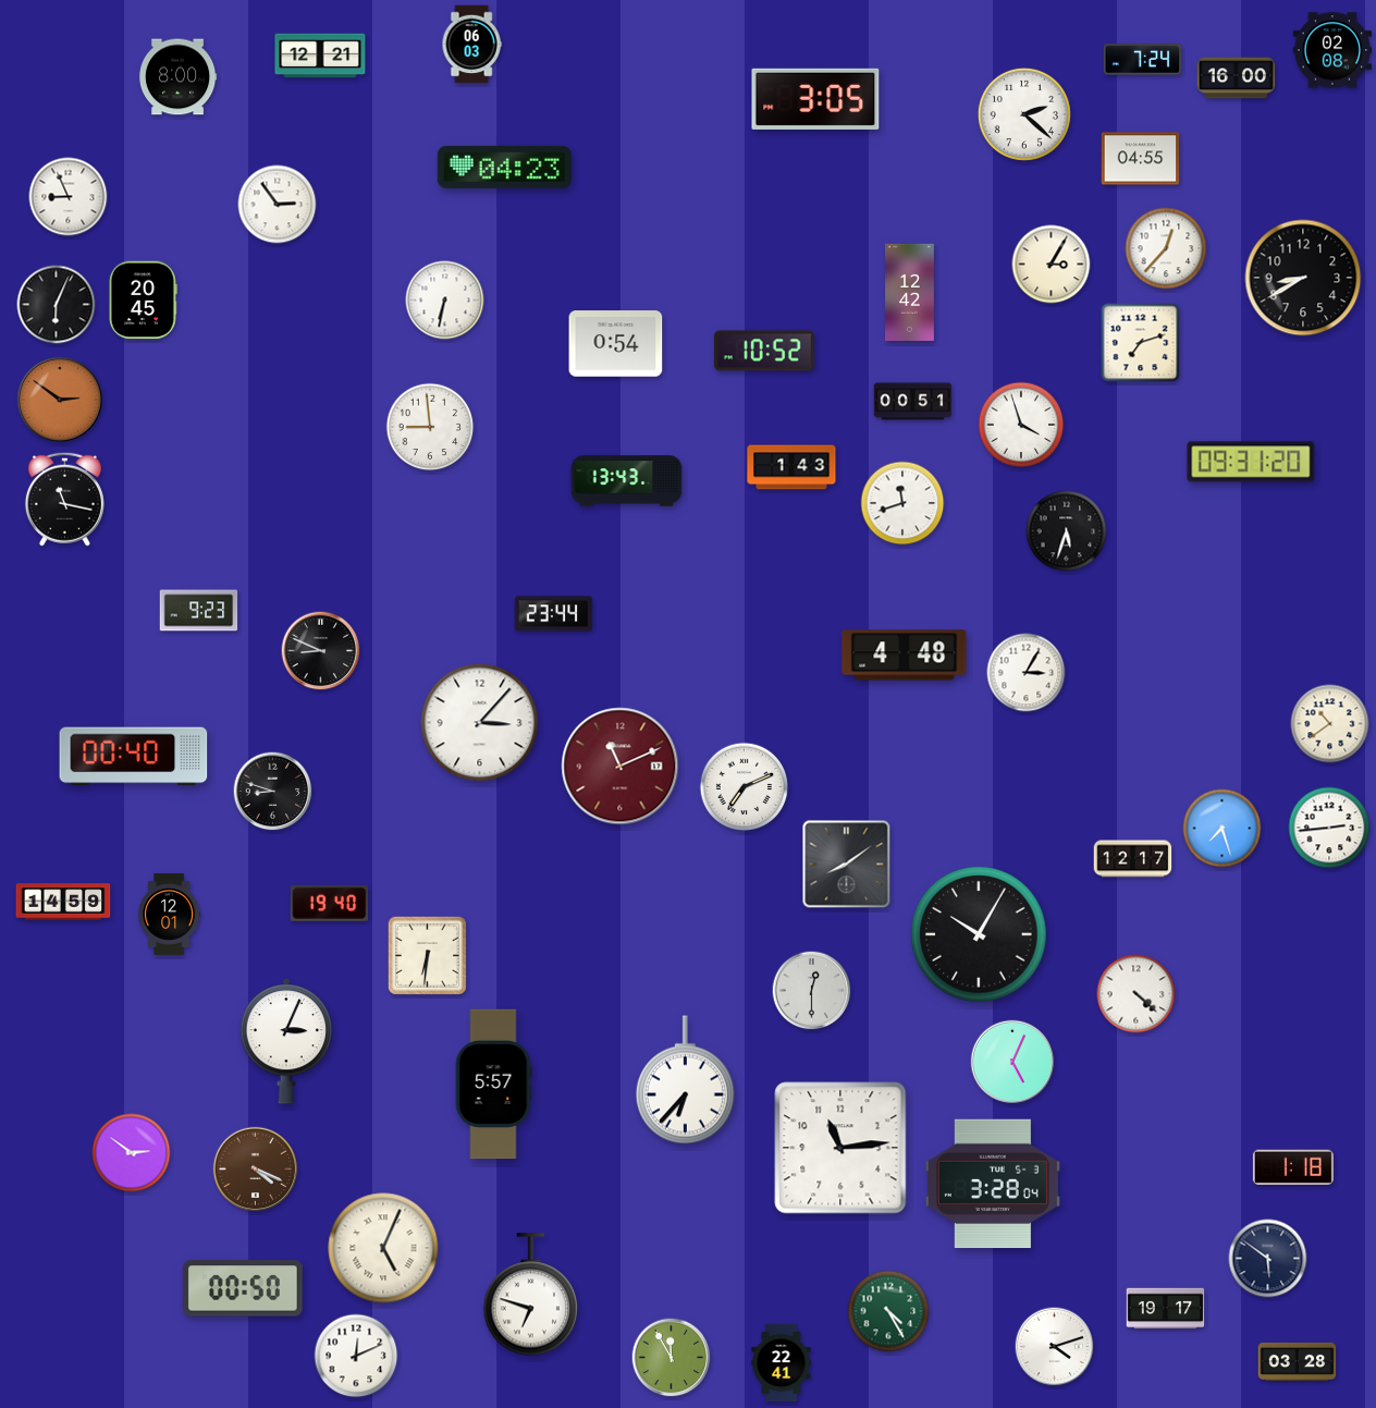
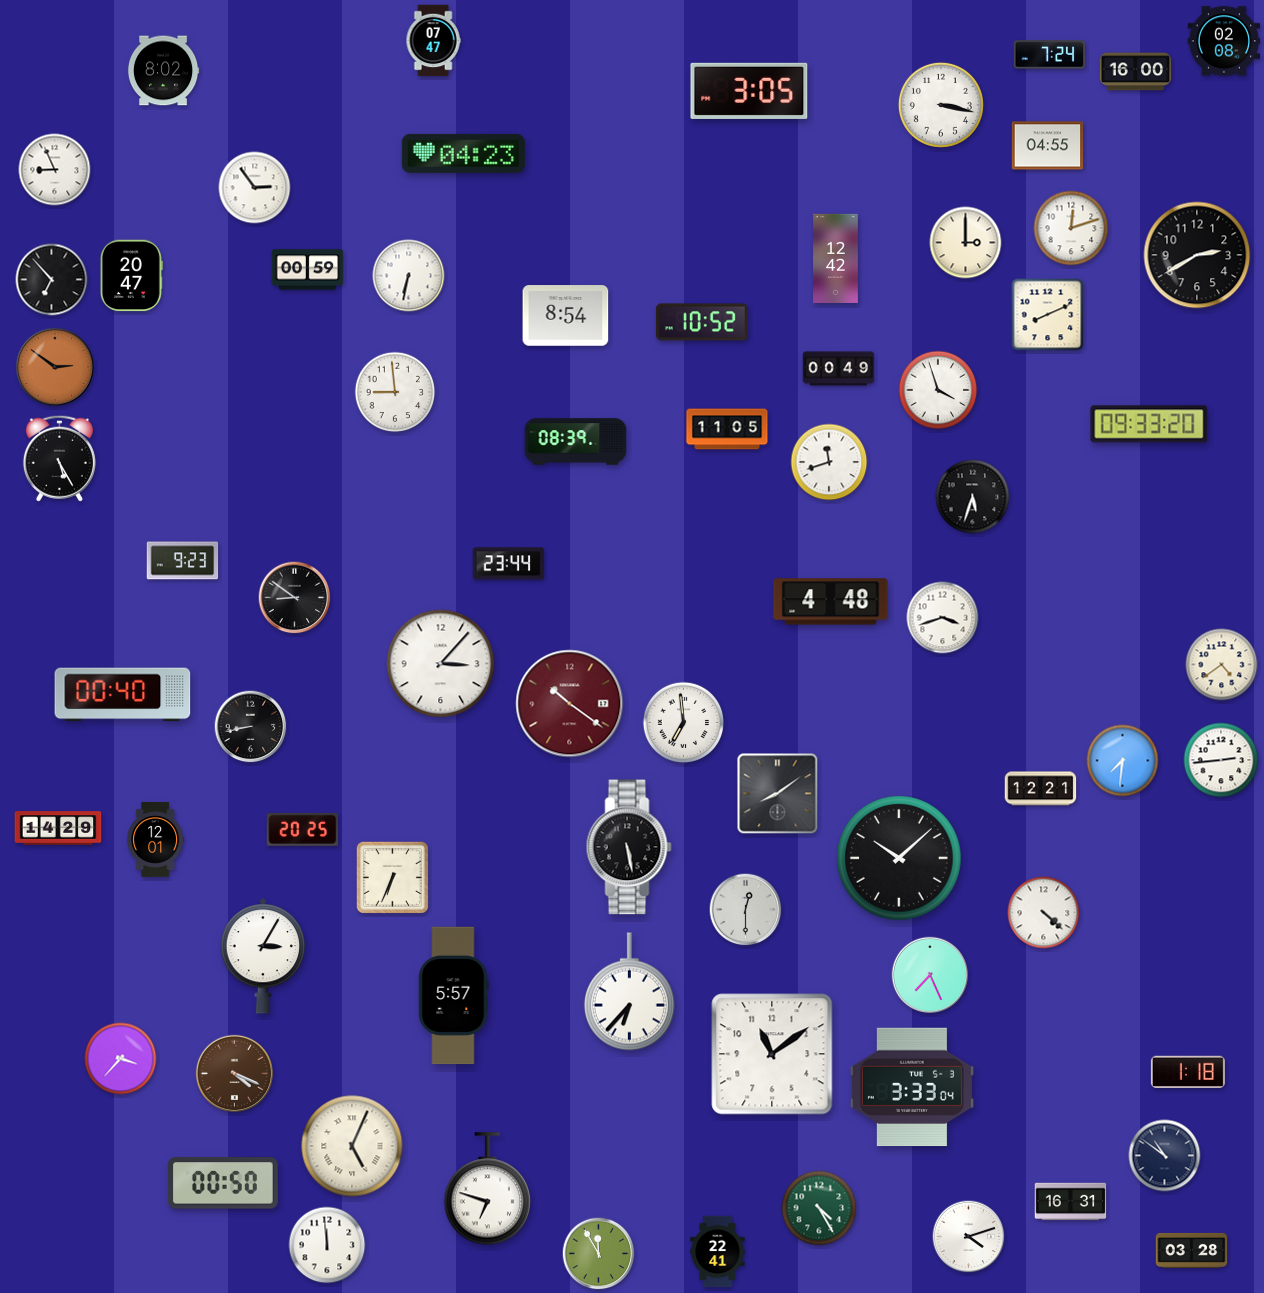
clock at (471, 45): 06:03 -> 07:47
clock at (1332, 50) position: (1332, 50) -> (1224, 41)
clock at (320, 56): 12:21 -> none
clock at (177, 77): 8:00 -> 8:02
clock at (1024, 114): 2:22 -> 3:17
clock at (69, 197) position: (69, 197) -> (55, 170)
clock at (1166, 248): 12:37 -> 12:12
clock at (1052, 265): 3:05 -> 3:00
clock at (1303, 278): 8:40 -> 2:40
clock at (910, 292) position: (910, 292) -> (836, 258)
clock at (308, 270): none -> 00:59
clock at (143, 301): 20:45 -> 20:47
clock at (57, 305): 6:04 -> 6:53
clock at (1141, 343): 7:12 -> 8:11
clock at (616, 344): 0:54 -> 8:54
clock at (913, 402): 00:51 -> 00:49
clock at (1251, 462): 09:31 -> 09:33
clock at (791, 467): 1:43 -> 11:05
clock at (627, 481): 13:43 -> 08:39
clock at (64, 499): 11:17 -> 5:25
clock at (1067, 531) position: (1067, 531) -> (973, 497)
clock at (321, 651): 8:49 -> 8:51
clock at (1027, 673): 3:05 -> 3:42
clock at (1330, 724): 10:39 -> 4:39
clock at (621, 767): 11:11 -> 10:21
clock at (745, 787): 7:11 -> 6:59
clock at (273, 792): 8:48 -> 8:43
clock at (1223, 829): 7:27 -> 7:31
clock at (1133, 859): 12:17 -> 12:21
clock at (63, 902): 14:59 -> 14:29
clock at (330, 903): 19:40 -> 20:25
clock at (629, 847): none -> 5:28
clock at (979, 934): 10:05 -> 10:08
clock at (427, 955): 6:31 -> 6:34
clock at (286, 1042): 3:04 -> 3:05
clock at (1012, 1062): 5:04 -> 7:26
clock at (840, 1148): 11:14 -> 11:09
clock at (132, 1153): 2:51 -> 3:37
clock at (993, 1184): 3:28 -> 3:33
clock at (1268, 1259): 5:51 -> 10:51
clock at (1166, 1309): 19:17 -> 16:31
clock at (888, 1311) position: (888, 1311) -> (819, 1208)
clock at (356, 1356): 12:11 -> 11:59
clock at (672, 1358) position: (672, 1358) -> (599, 1254)
